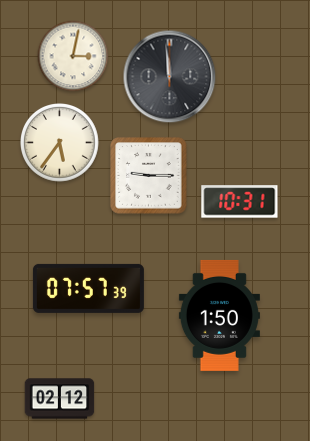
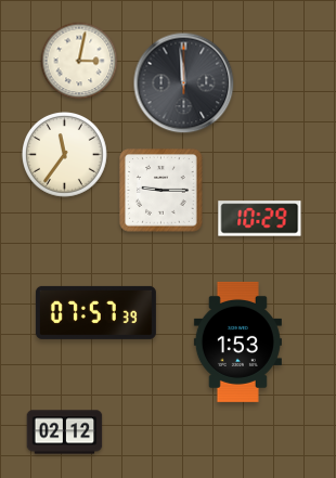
clock at (60, 143): 5:36 -> 11:36
clock at (240, 202): 10:31 -> 10:29
clock at (219, 315): 1:50 -> 1:53
